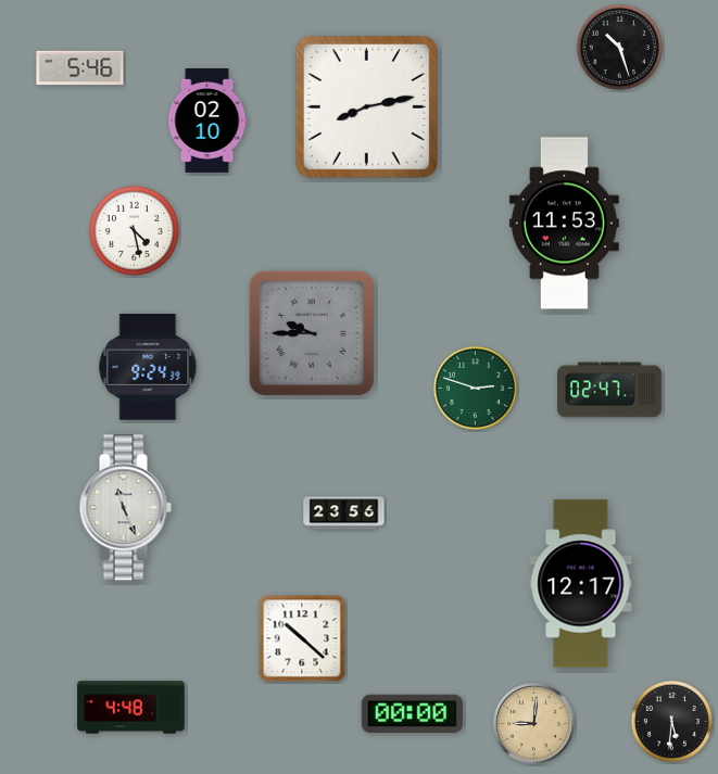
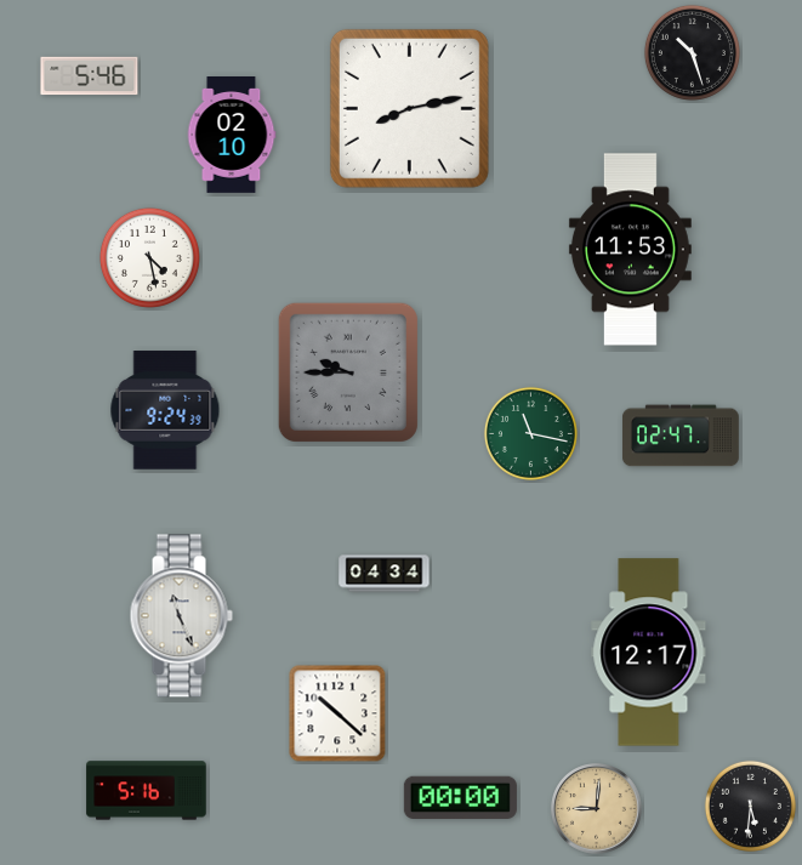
clock at (366, 106) position: (366, 106) -> (409, 108)
clock at (475, 388): 2:48 -> 11:17
clock at (125, 508) position: (125, 508) -> (181, 616)
clock at (344, 513): 23:56 -> 04:34
clock at (131, 708): 4:48 -> 5:16
